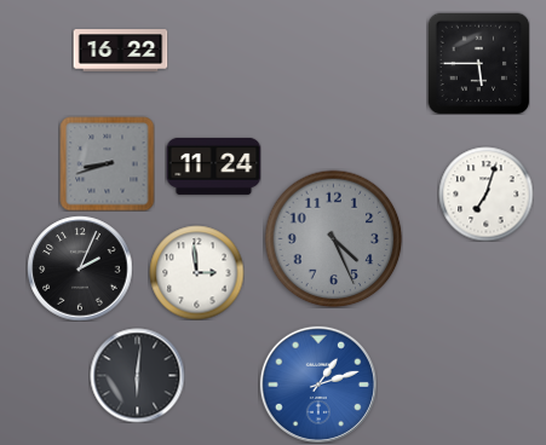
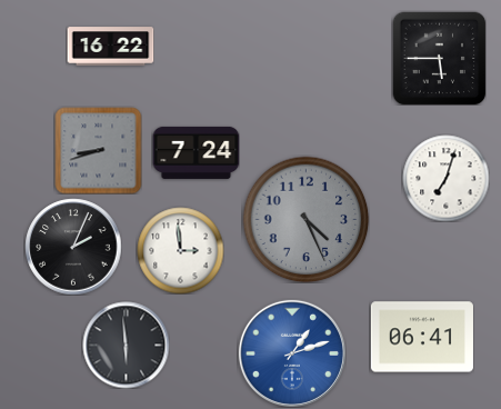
clock at (213, 166): 11:24 -> 7:24
clock at (422, 337): none -> 06:41
clock at (137, 375): 6:01 -> 5:59
